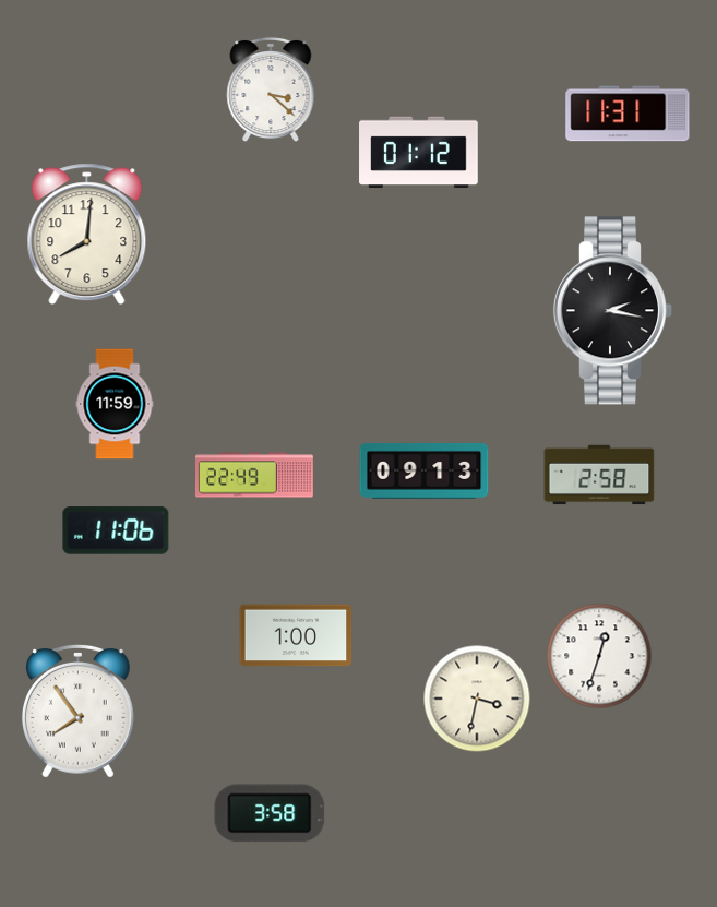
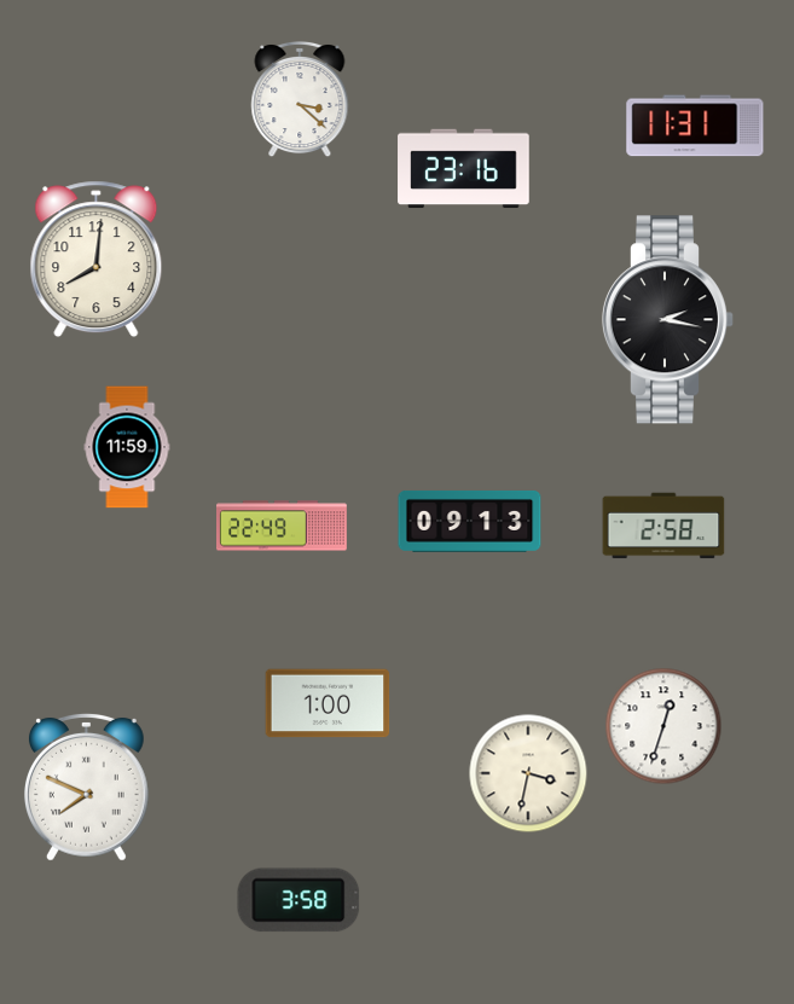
clock at (419, 153): 01:12 -> 23:16
clock at (613, 311) position: (613, 311) -> (668, 320)
clock at (116, 530): 11:06 -> none
clock at (77, 711): 7:54 -> 7:49
